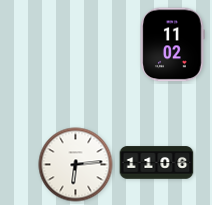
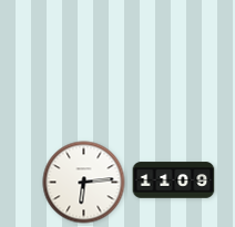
clock at (172, 45): 11:02 -> none
clock at (157, 163): 11:06 -> 11:09
